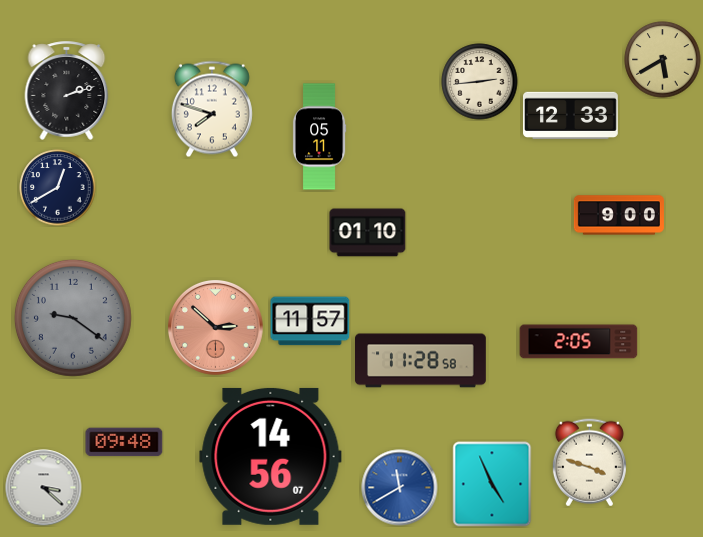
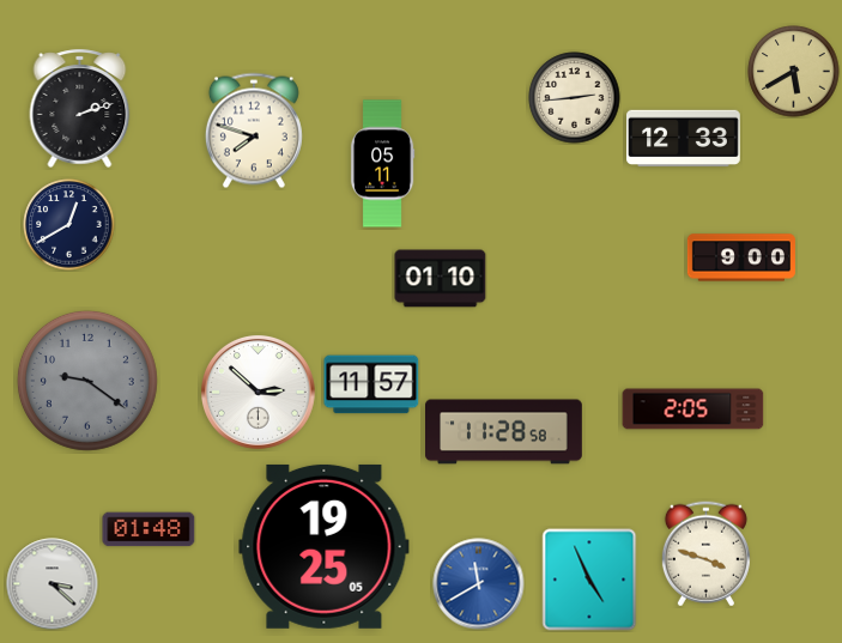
clock at (215, 327) dial: salmon -> white
clock at (124, 442): 09:48 -> 01:48
clock at (271, 456): 14:56 -> 19:25
